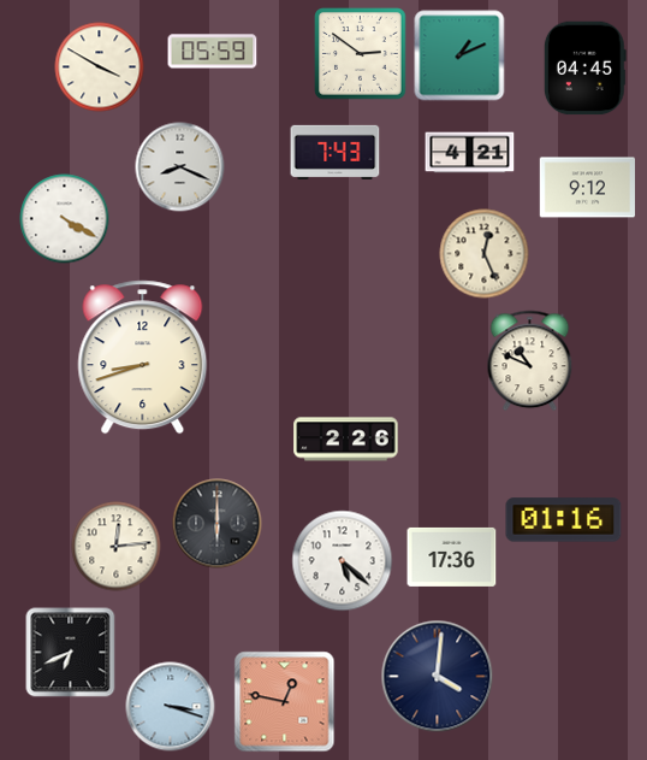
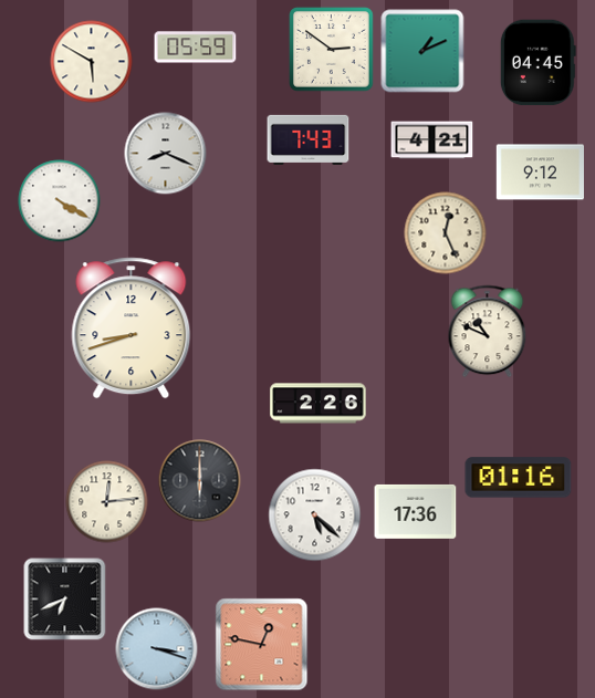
clock at (100, 67): 3:50 -> 5:50
clock at (438, 677): 4:01 -> none
